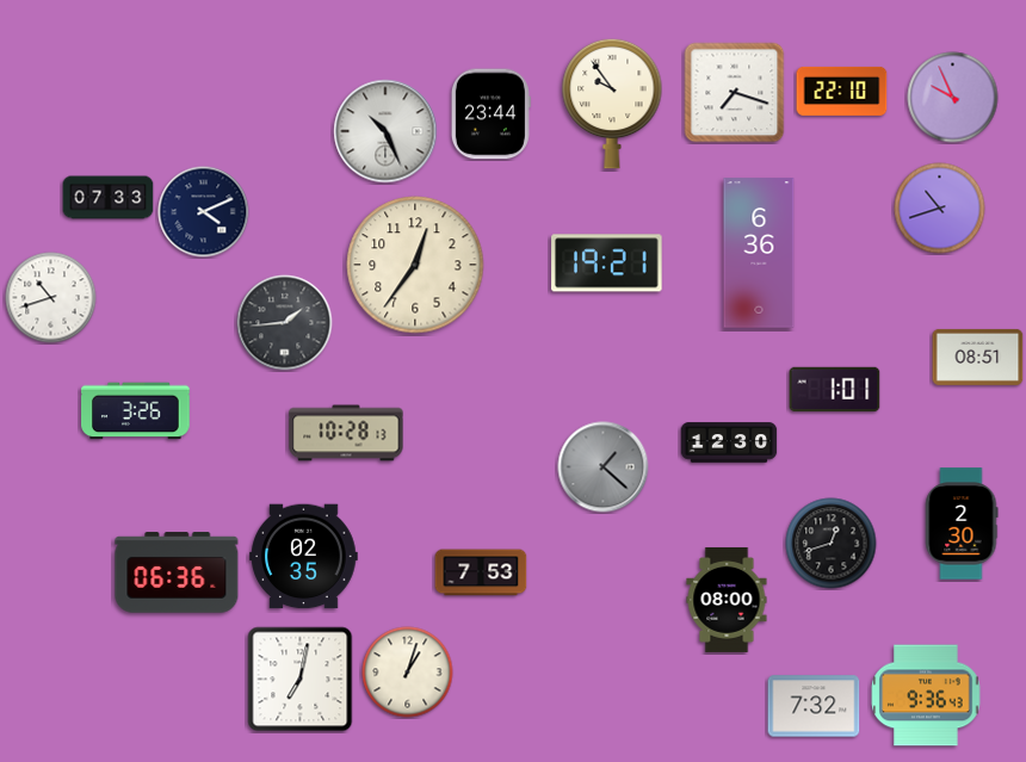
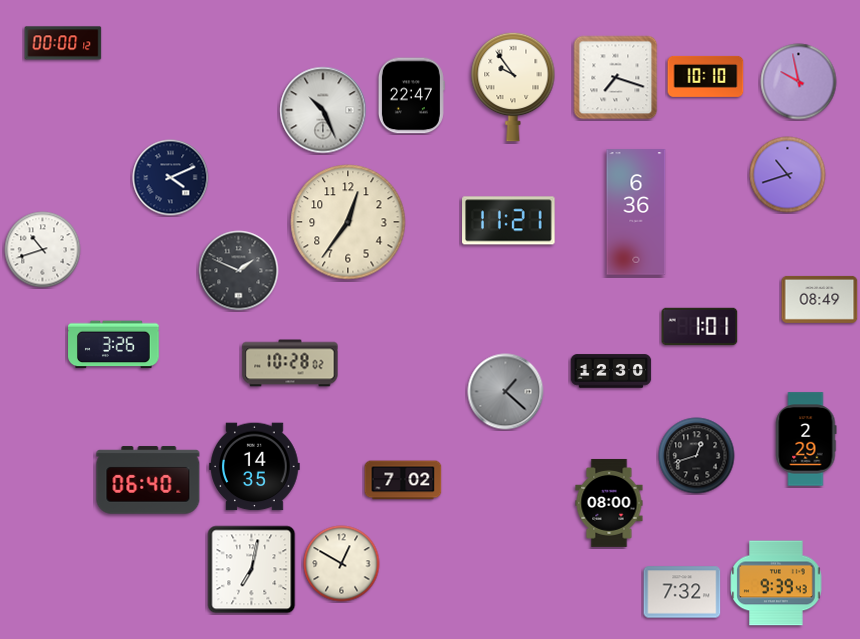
clock at (63, 43): none -> 00:00
clock at (842, 91): 22:10 -> 10:10
clock at (953, 98): 9:56 -> 9:58
clock at (490, 114): 23:44 -> 22:47
clock at (109, 198): 07:33 -> none
clock at (607, 264): 19:21 -> 11:21
clock at (285, 323): 1:44 -> 1:49
clock at (978, 357): 08:51 -> 08:49
clock at (346, 433): 10:28:13 -> 10:28:02
clock at (962, 524): 2:30 -> 2:29
clock at (304, 557): 02:35 -> 14:35
clock at (177, 572): 06:36 -> 06:40
clock at (481, 572): 7:53 -> 7:02
clock at (408, 673): 1:03 -> 12:50
clock at (926, 695): 9:36 -> 9:39
